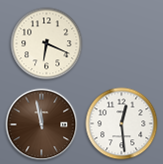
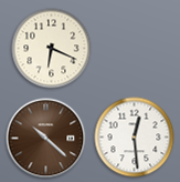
clock at (42, 125): 11:58 -> 10:22
